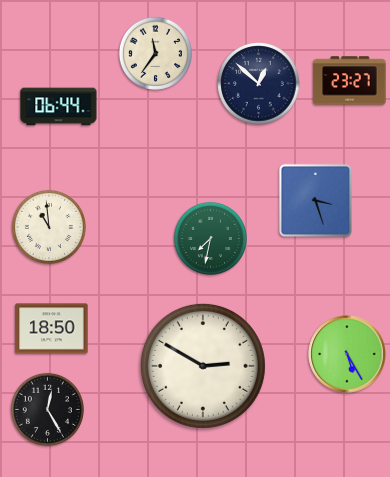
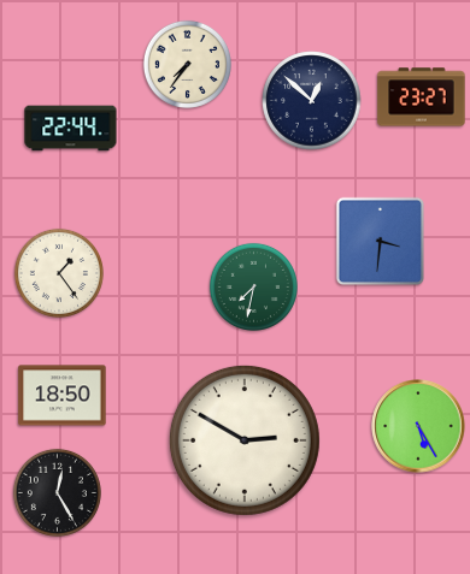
clock at (155, 53): 11:36 -> 7:36
clock at (59, 107): 06:44 -> 22:44
clock at (316, 201): 3:27 -> 3:31
clock at (49, 227): 10:59 -> 1:24
